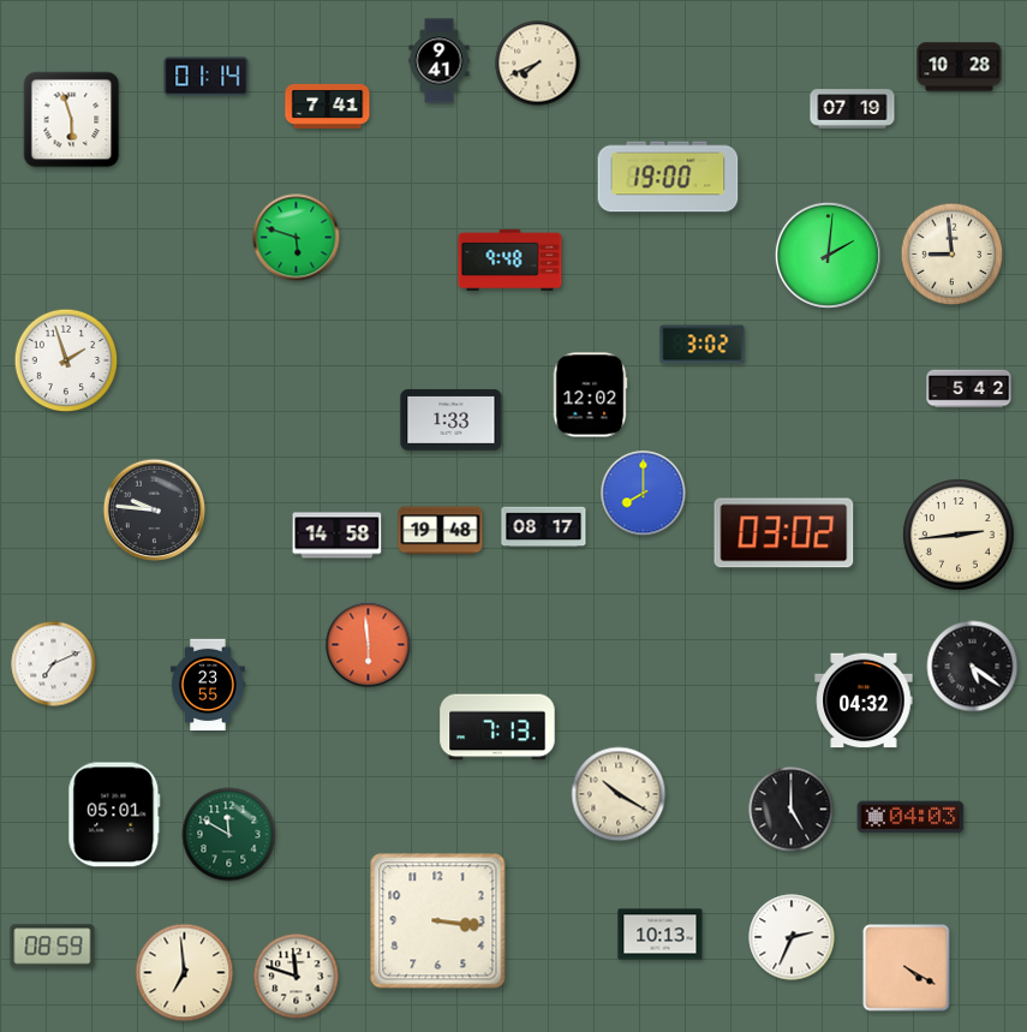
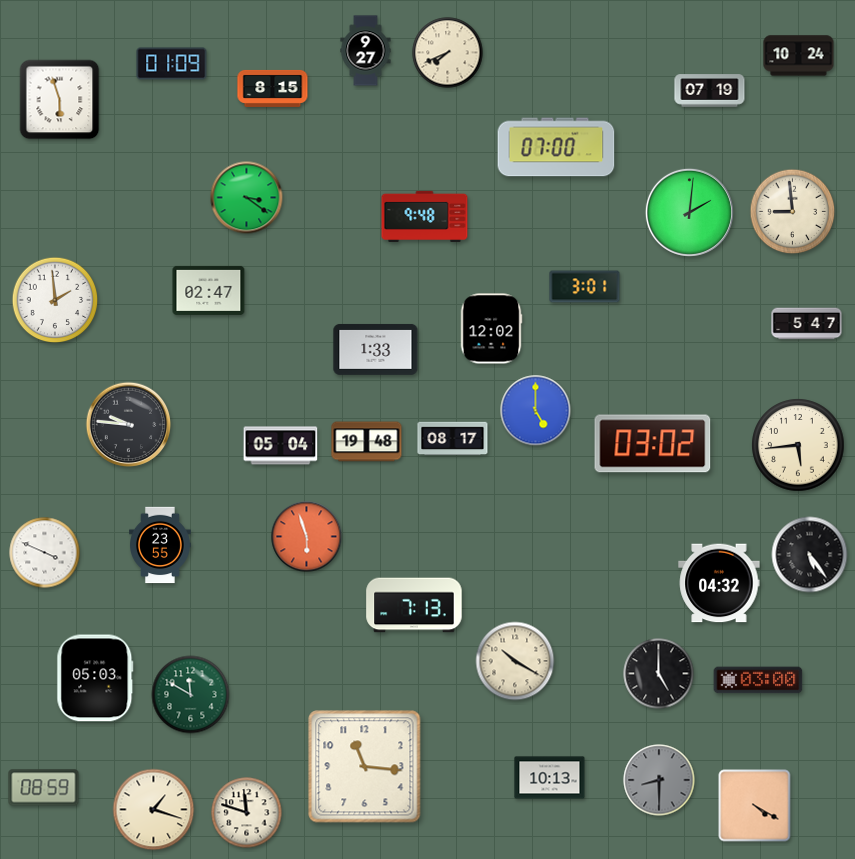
clock at (440, 61): 9:41 -> 9:27
clock at (960, 67): 10:28 -> 10:24
clock at (207, 77): 01:14 -> 01:09
clock at (328, 106): 7:41 -> 8:15
clock at (668, 177): 19:00 -> 07:00
clock at (297, 238): 5:48 -> 3:21
clock at (703, 345): 3:02 -> 3:01
clock at (209, 290): none -> 02:47
clock at (66, 360): 1:57 -> 1:59
clock at (969, 389): 5:42 -> 5:47
clock at (644, 494): 8:00 -> 5:00
clock at (959, 535): 2:44 -> 5:44
clock at (338, 536): 14:58 -> 05:04
clock at (369, 645): 5:59 -> 5:57
clock at (54, 664): 7:11 -> 3:49
clock at (973, 667): 5:21 -> 5:24
clock at (209, 685) position: (209, 685) -> (161, 545)
clock at (114, 815): 05:01 -> 05:03
clock at (910, 817): 04:03 -> 03:00
clock at (438, 921): 3:16 -> 11:16
clock at (792, 937): 2:34 -> 8:30
clock at (792, 937) dial: white -> grey
clock at (185, 973): 6:59 -> 1:18
